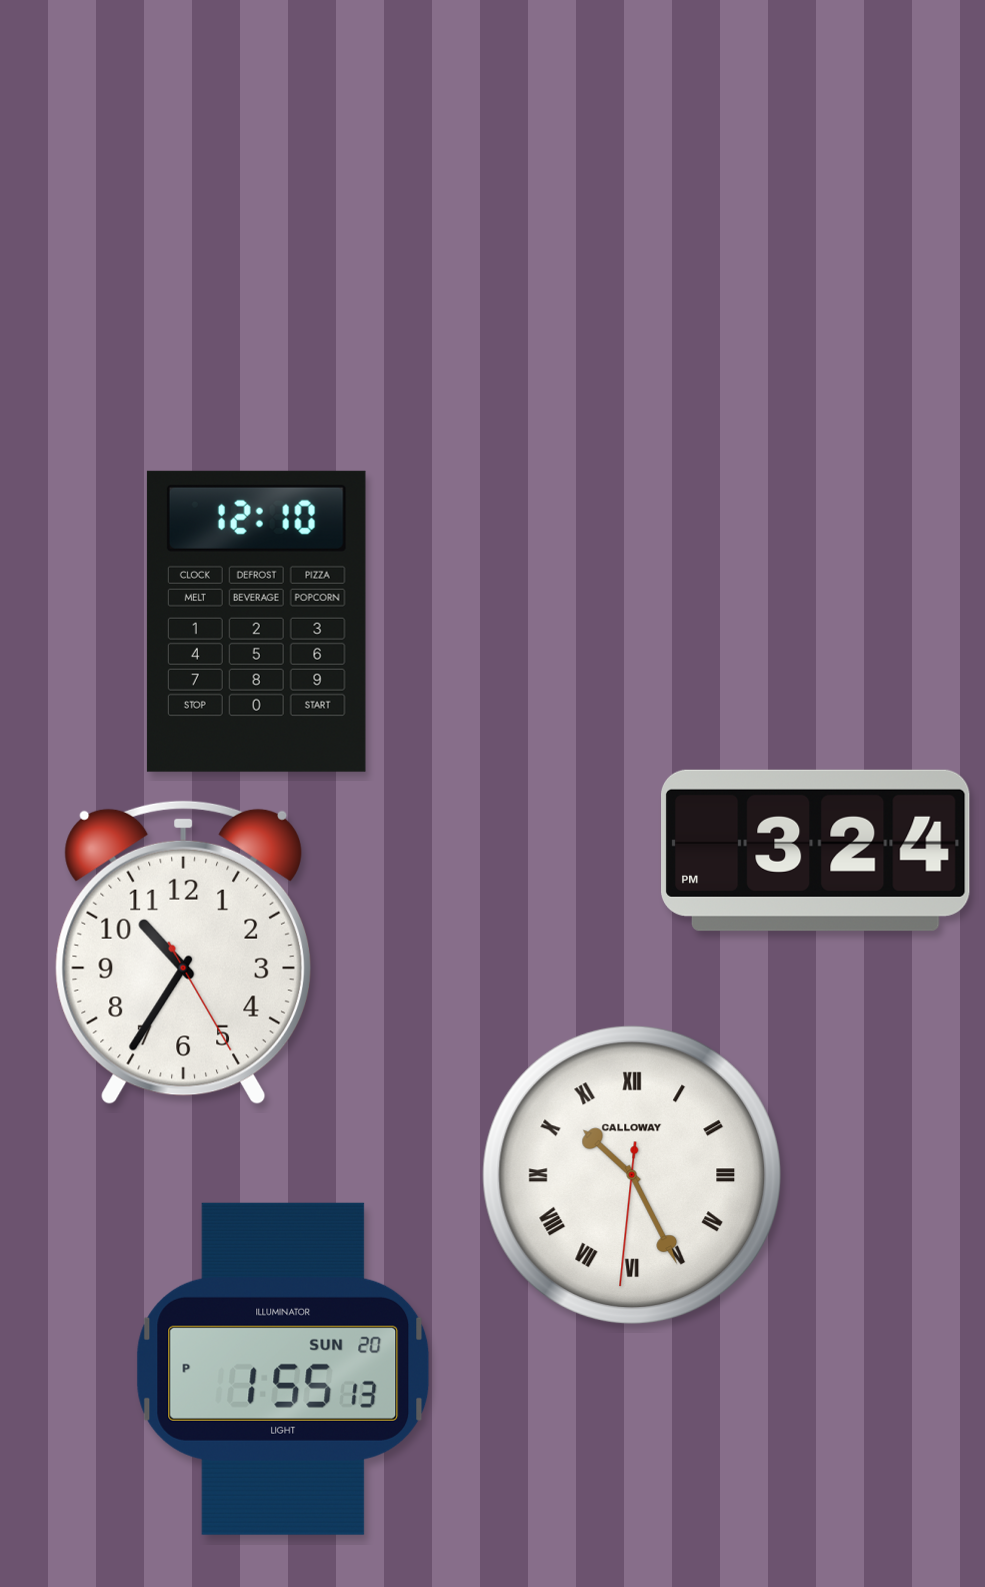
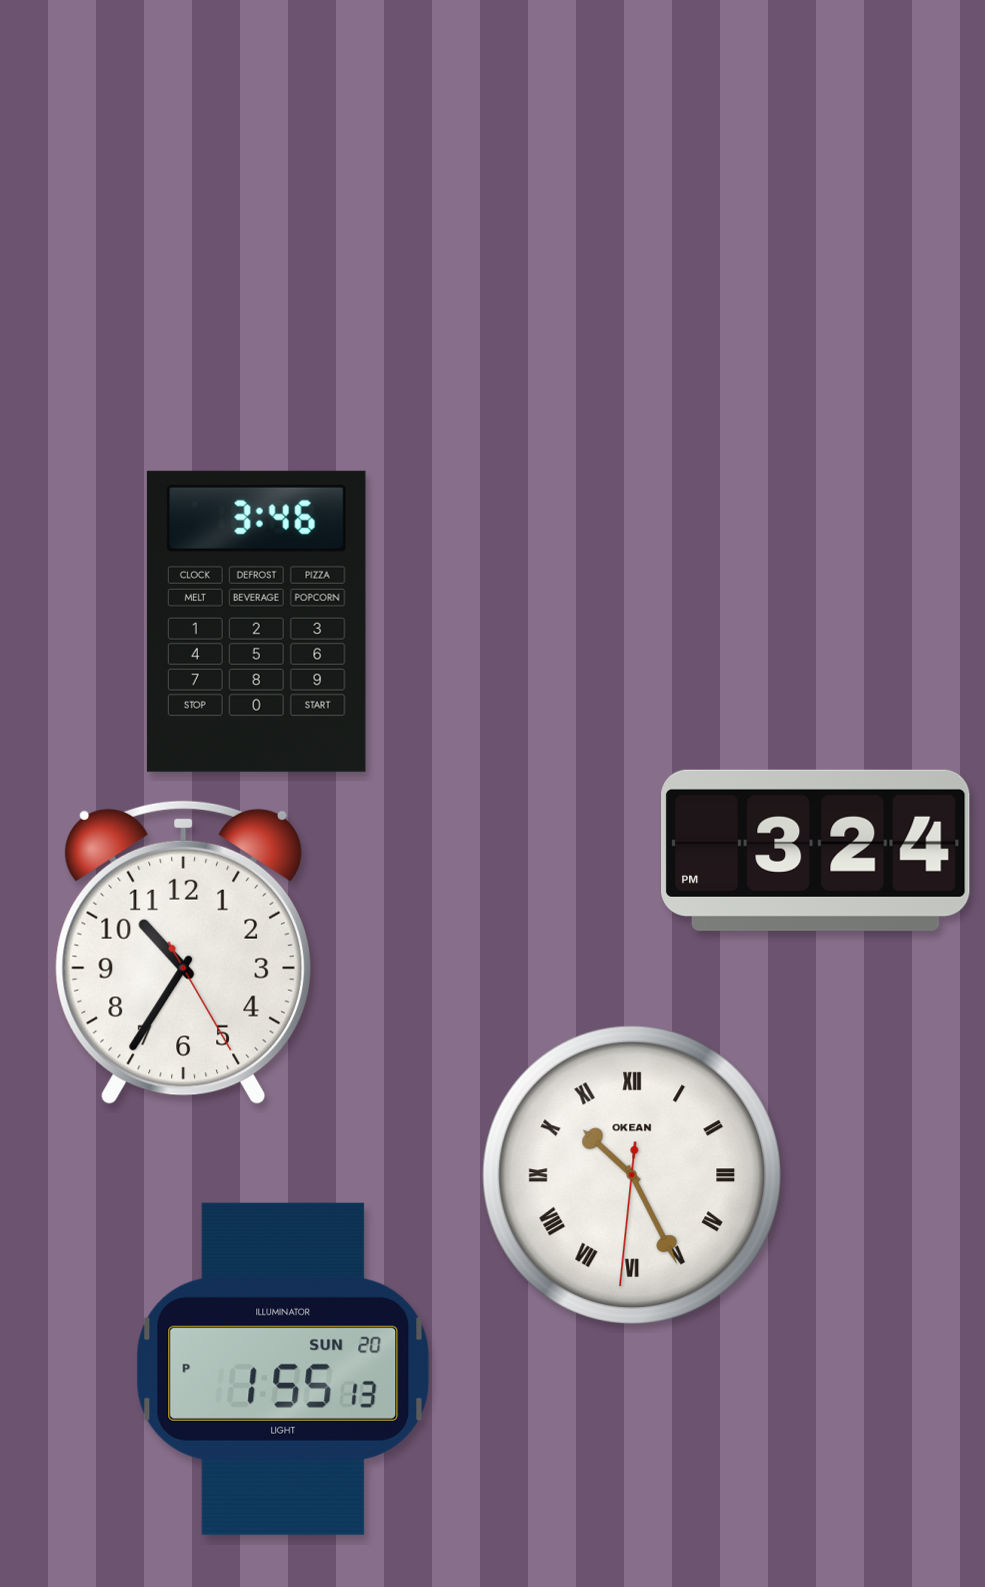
clock at (256, 621): 12:10 -> 3:46
clock at (631, 1174) brand: CALLOWAY -> OKEAN
